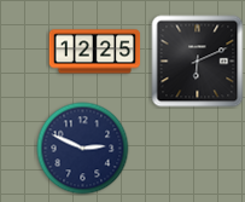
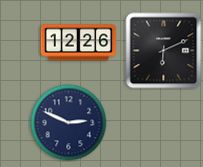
clock at (95, 52): 12:25 -> 12:26
